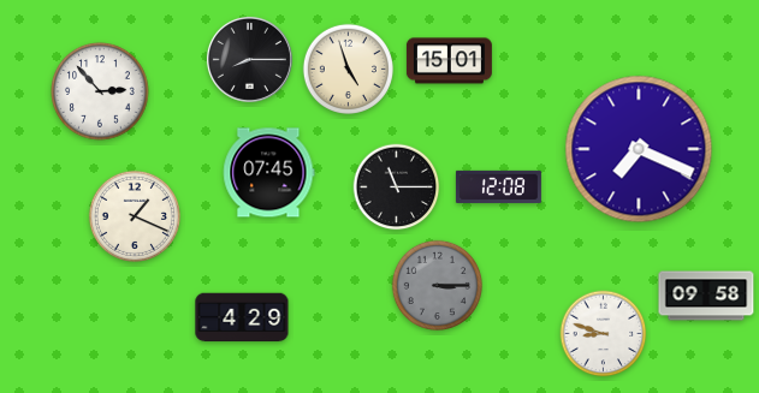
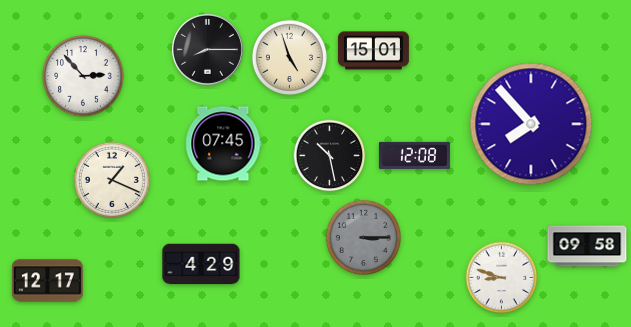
clock at (639, 149): 7:19 -> 7:53
clock at (397, 187): 11:15 -> 10:28
clock at (47, 281): none -> 12:17
